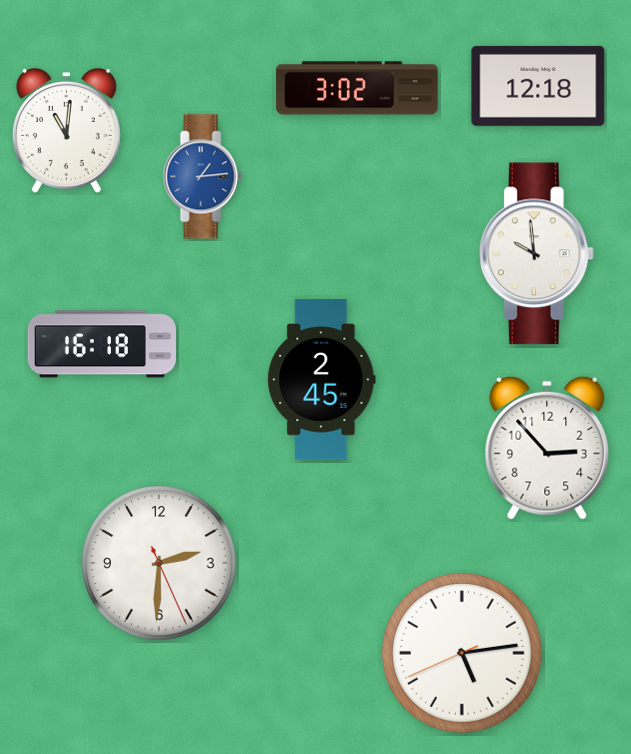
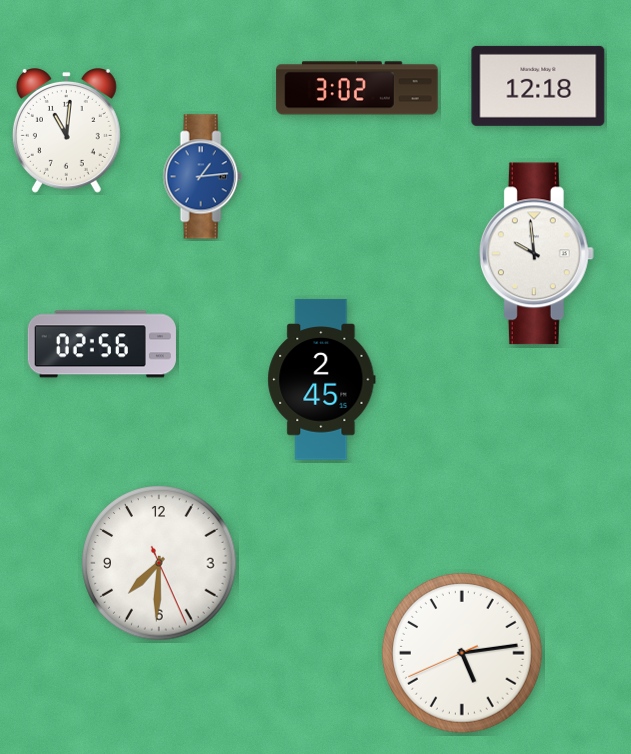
clock at (102, 344): 16:18 -> 02:56
clock at (547, 448): 2:53 -> none
clock at (159, 563): 2:30 -> 7:30
